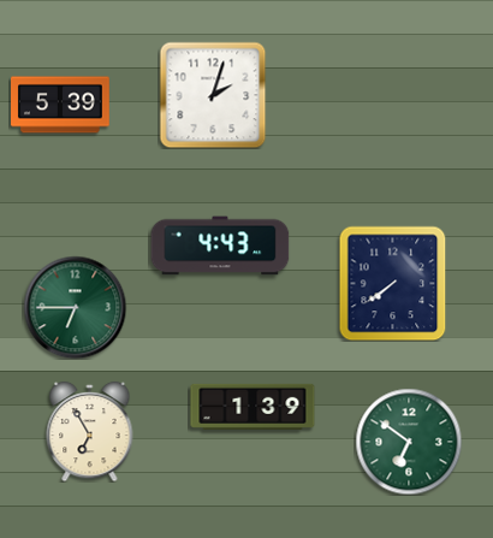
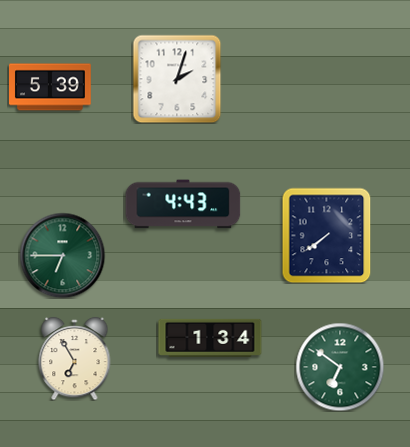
clock at (253, 407): 1:39 -> 1:34
